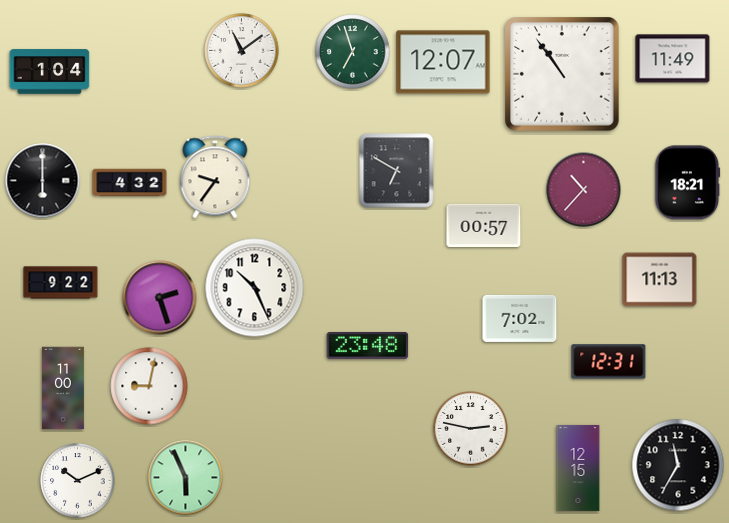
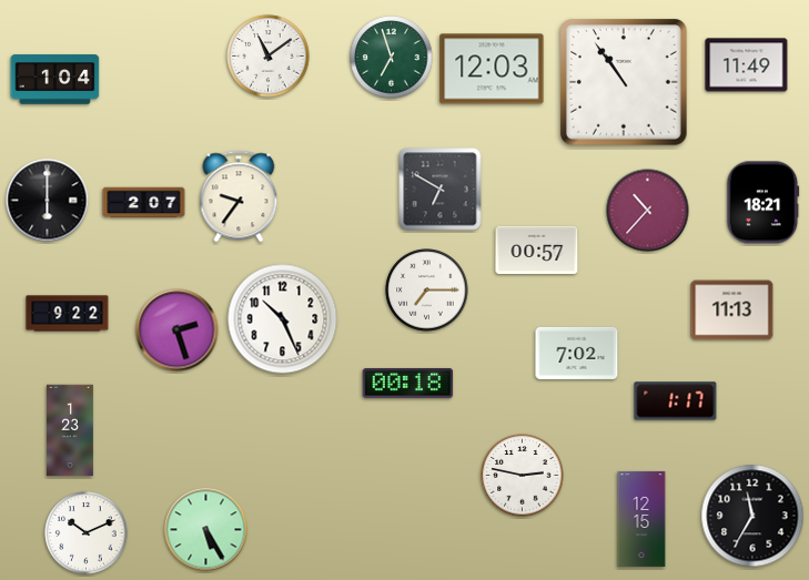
clock at (443, 62): 12:07 -> 12:03
clock at (130, 183): 4:32 -> 2:07
clock at (427, 291): none -> 7:15
clock at (368, 346): 23:48 -> 00:18
clock at (609, 362): 12:31 -> 1:17
clock at (149, 386): 9:02 -> none
clock at (63, 388): 11:00 -> 1:23
clock at (186, 478): 5:56 -> 5:25
